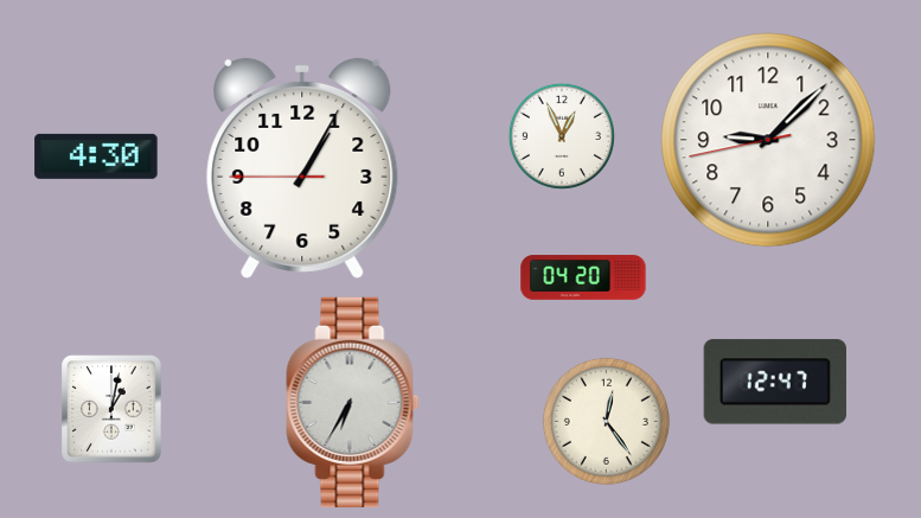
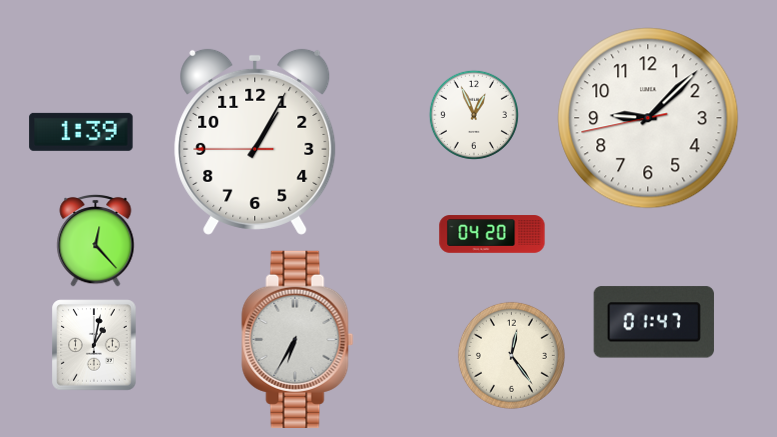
clock at (96, 156): 4:30 -> 1:39
clock at (96, 240): none -> 12:23
clock at (775, 382): 12:47 -> 01:47
